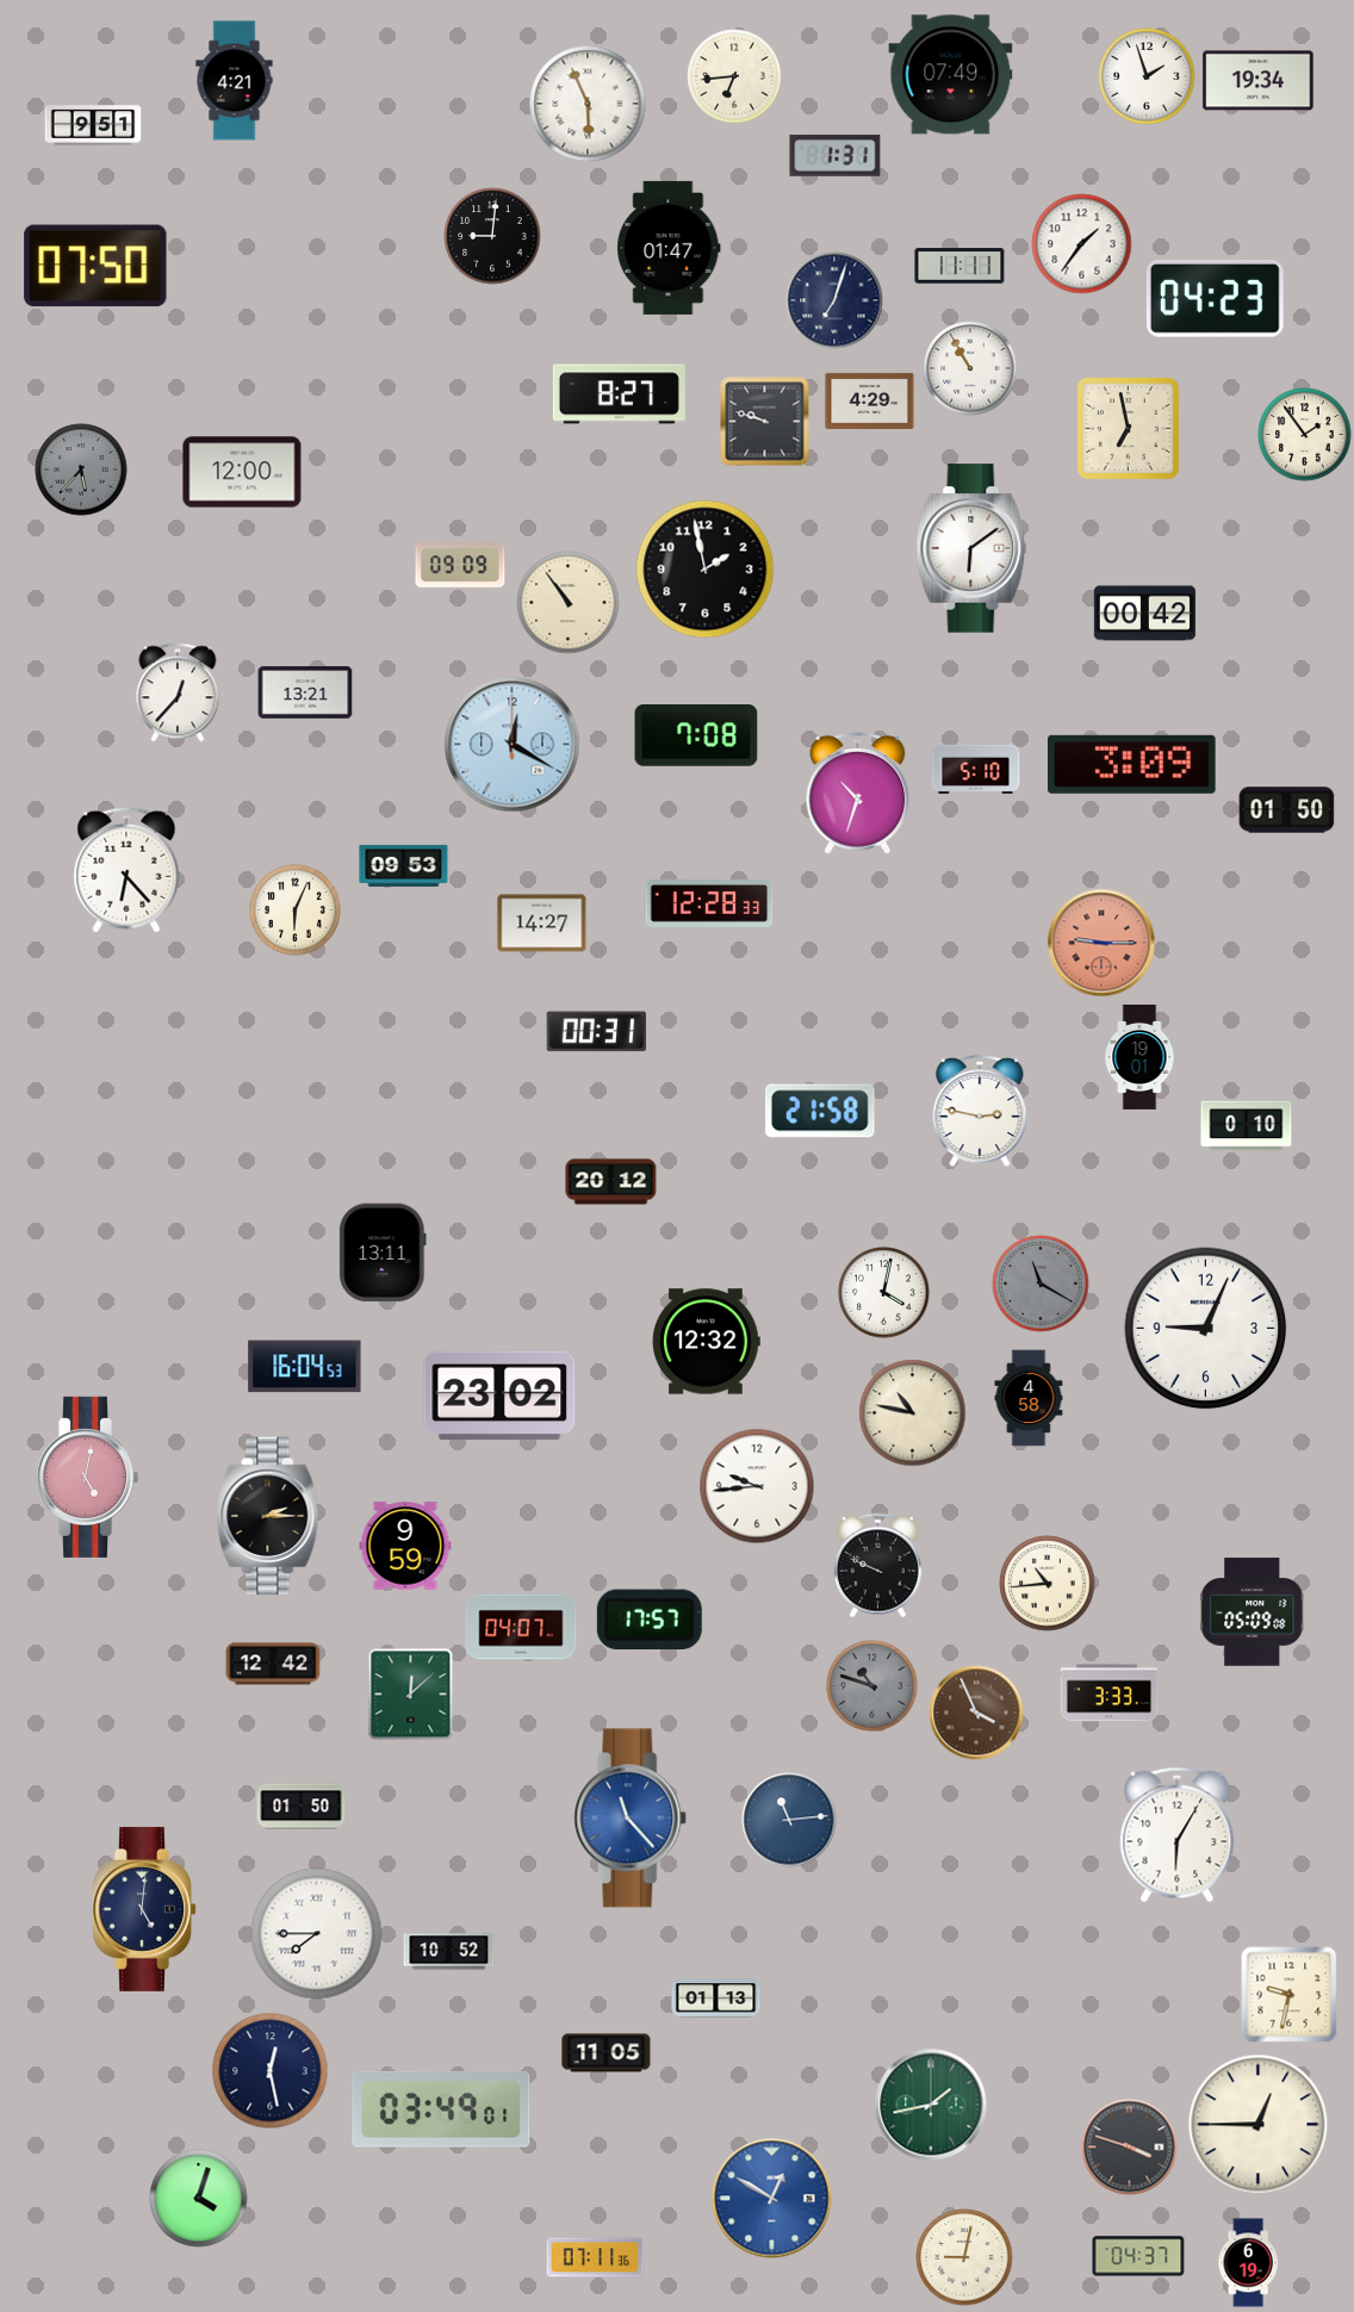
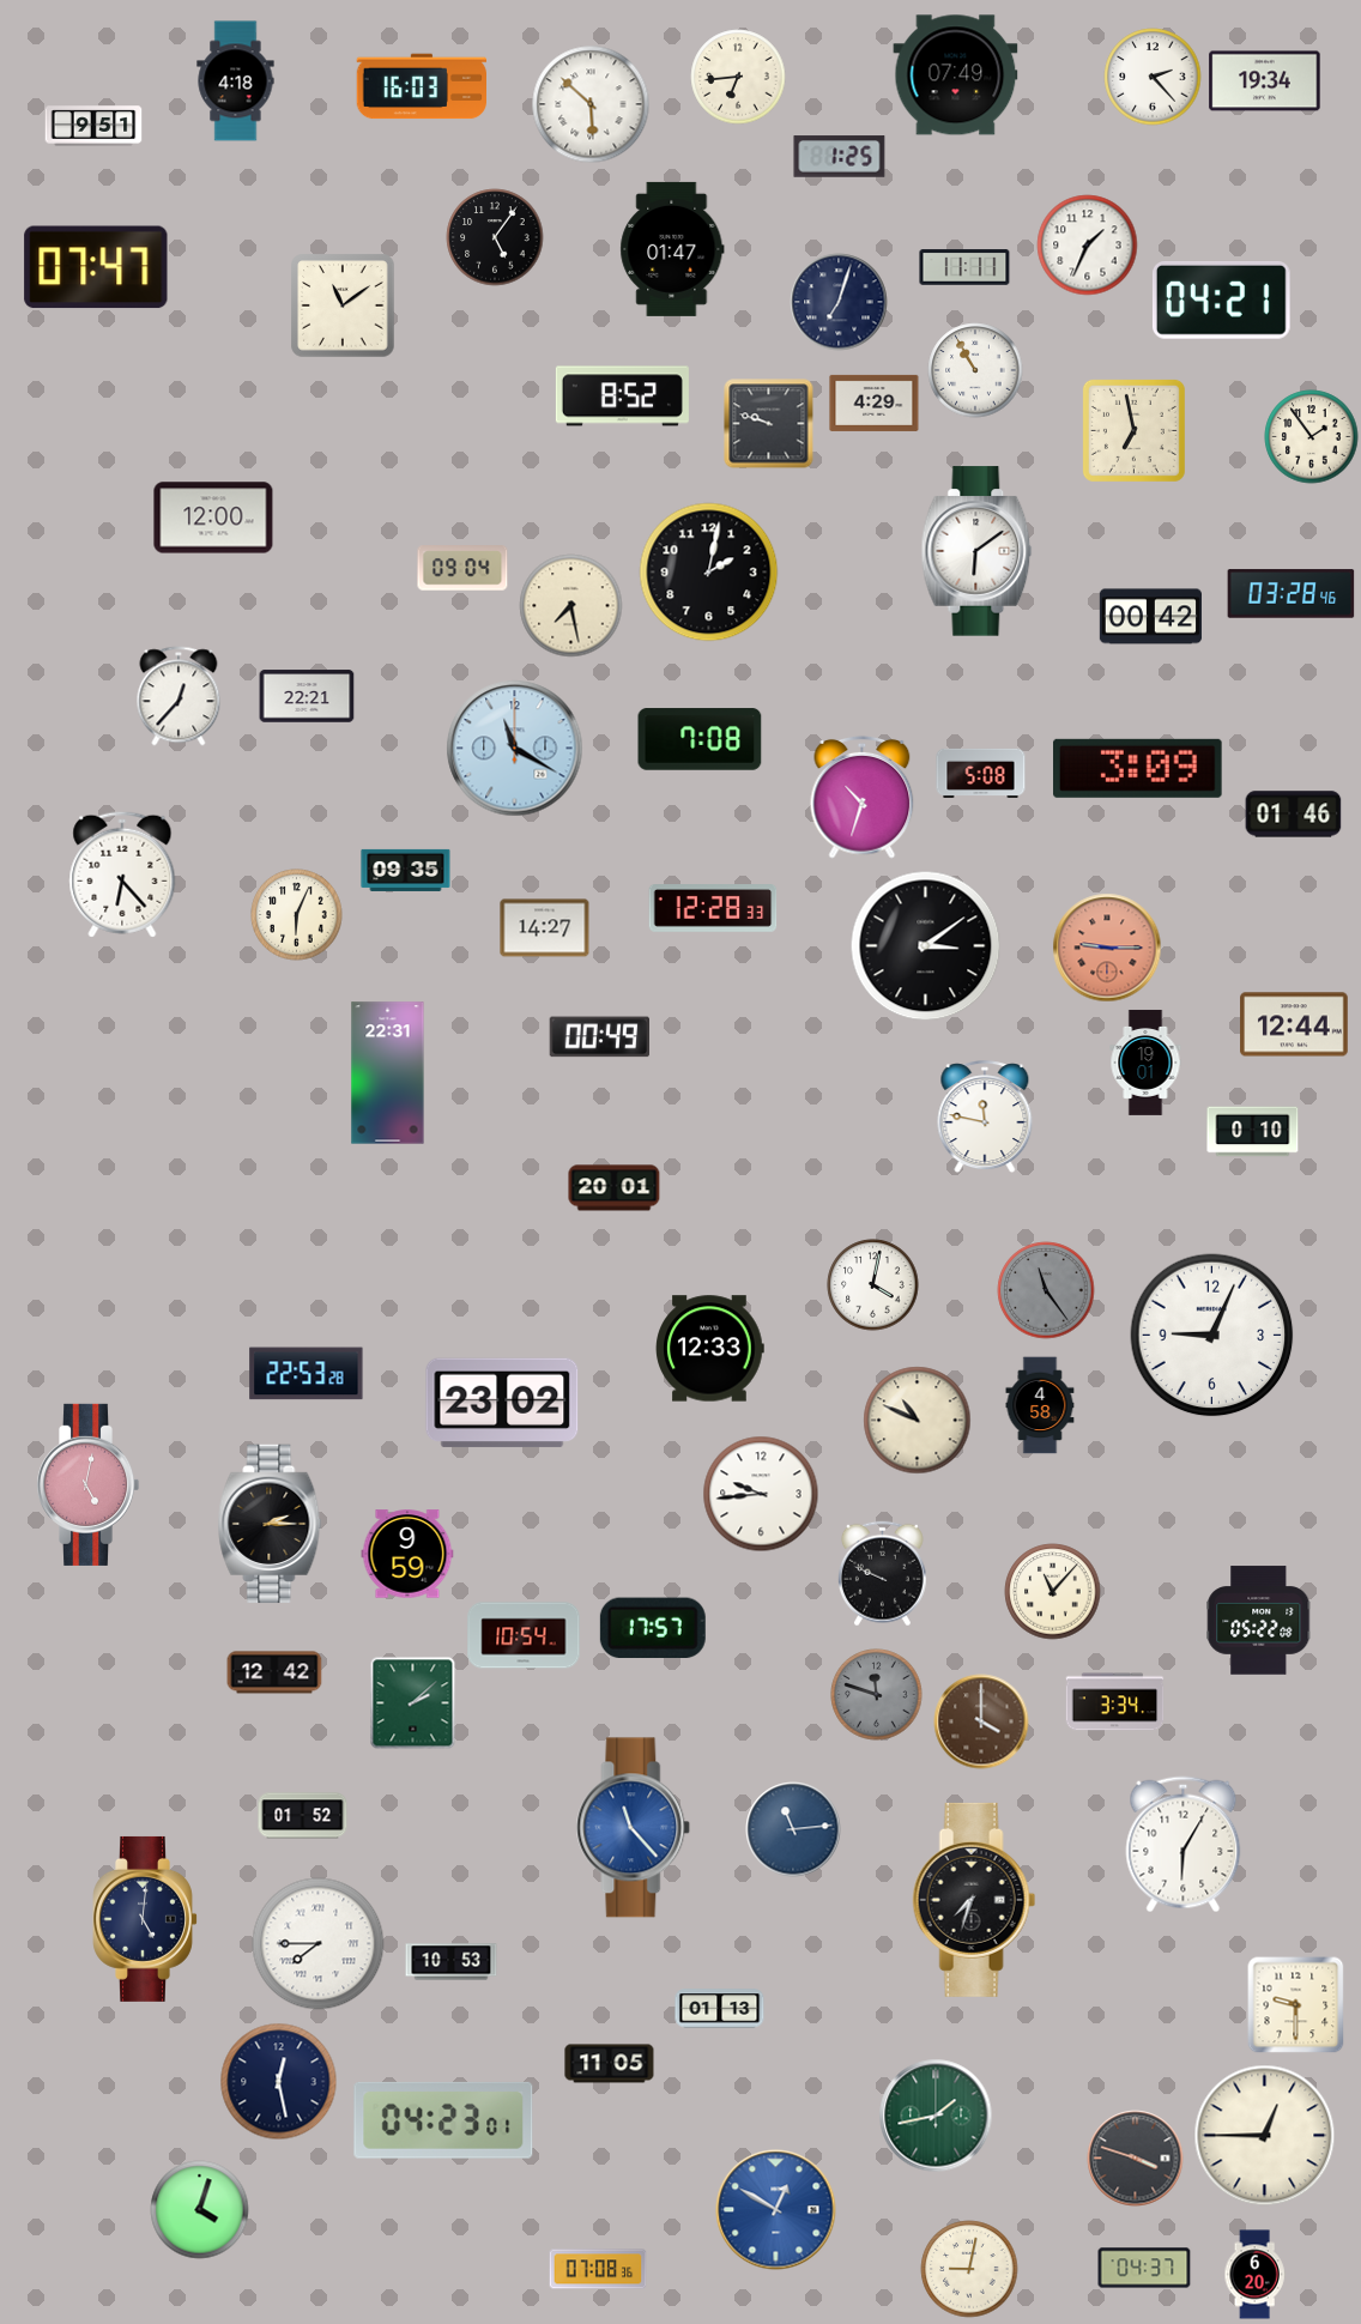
clock at (1147, 76): 1:57 -> 2:23
clock at (235, 81): 4:21 -> 4:18
clock at (422, 86): none -> 16:03
clock at (588, 104): 5:56 -> 5:52
clock at (836, 156): 1:31 -> 1:25
clock at (492, 236): 9:01 -> 5:06
clock at (1082, 244): 1:36 -> 1:34
clock at (95, 266): 07:50 -> 07:47
clock at (1215, 298): 04:23 -> 04:21
clock at (343, 305): none -> 11:09
clock at (619, 394): 8:27 -> 8:52
clock at (81, 470): 5:37 -> none
clock at (242, 472) position: (242, 472) -> (213, 518)
clock at (460, 565): 09:09 -> 09:04
clock at (706, 570): 1:58 -> 2:02
clock at (1292, 594): none -> 03:28
clock at (569, 603): 10:54 -> 7:28
clock at (305, 692): 13:21 -> 22:21
clock at (513, 745): 12:20 -> 11:20
clock at (976, 769): 5:10 -> 5:08
clock at (1287, 810): 01:50 -> 01:46
clock at (404, 865): 09:53 -> 09:35
clock at (126, 870) position: (126, 870) -> (122, 874)
clock at (926, 946): none -> 3:09
clock at (1294, 1024): none -> 12:44
clock at (596, 1032): 00:31 -> 00:49
clock at (388, 1073): none -> 22:31
clock at (820, 1111): 21:58 -> none
clock at (980, 1112): 2:47 -> 11:47
clock at (611, 1182): 20:12 -> 20:01
clock at (383, 1253): 13:11 -> none
clock at (1041, 1284): 11:20 -> 11:24
clock at (884, 1293) position: (884, 1293) -> (873, 1285)
clock at (707, 1342): 12:32 -> 12:33
clock at (305, 1367): 16:04 -> 22:53
clock at (1029, 1398) position: (1029, 1398) -> (1040, 1405)
clock at (913, 1413): 10:47 -> 10:49
clock at (1048, 1584): 10:44 -> 11:07
clock at (1253, 1612): 05:09 -> 05:22
clock at (521, 1627): 04:07 -> 10:54
clock at (872, 1686): 10:48 -> 11:48
clock at (1110, 1693): 3:33 -> 3:34
clock at (411, 1695): 12:08 -> 2:08
clock at (976, 1713): 3:56 -> 4:00
clock at (302, 1807): 01:50 -> 01:52
clock at (974, 1900): none -> 7:33
clock at (449, 1952): 10:52 -> 10:53
clock at (1290, 1995): 9:32 -> 9:30
clock at (271, 2071) position: (271, 2071) -> (279, 2082)
clock at (441, 2109): 03:49 -> 04:23
clock at (595, 2257): 07:11 -> 07:08
clock at (1248, 2263): 6:19 -> 6:20
